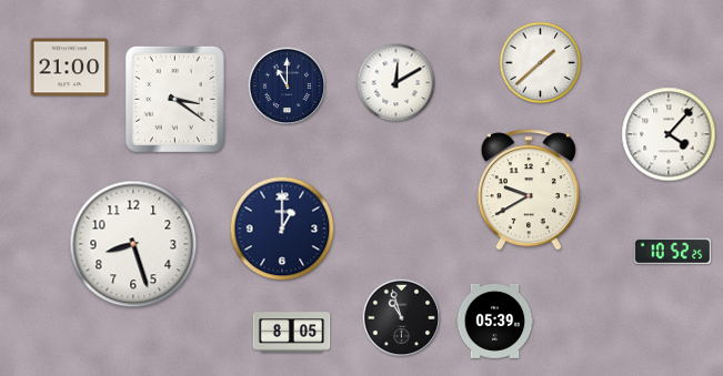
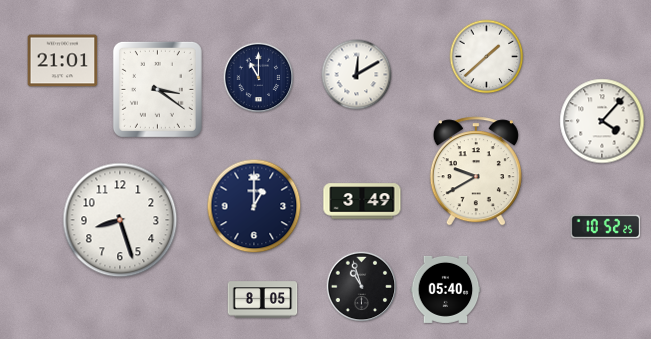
clock at (70, 68): 21:00 -> 21:01
clock at (362, 201): none -> 3:49
clock at (495, 321): 05:39 -> 05:40
